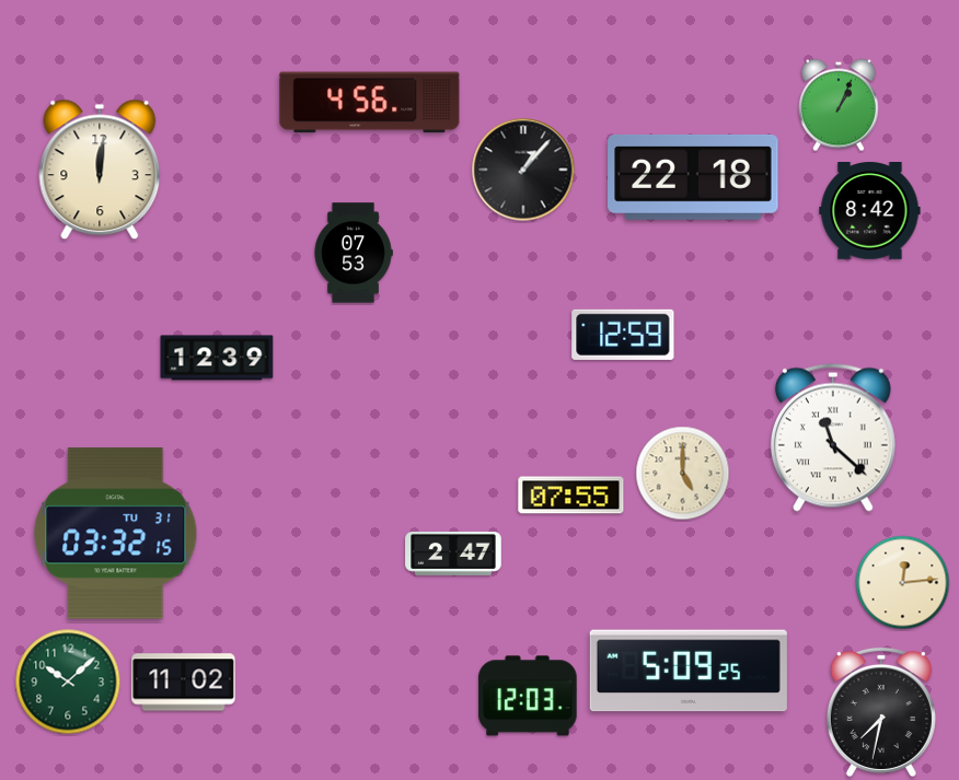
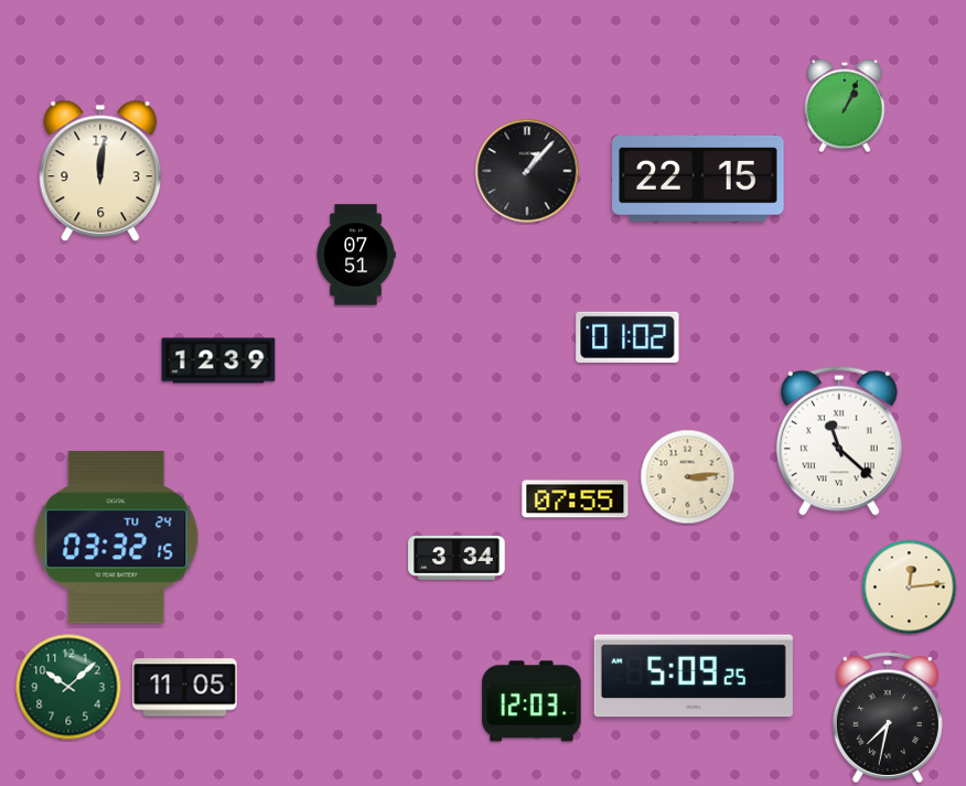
clock at (370, 103): 4:56 -> none
clock at (693, 177): 22:18 -> 22:15
clock at (870, 211): 8:42 -> none
clock at (354, 253): 07:53 -> 07:51
clock at (623, 335): 12:59 -> 01:02
clock at (683, 474): 5:00 -> 3:14
clock at (116, 534) date: TU 31 -> TU 24
clock at (453, 554): 2:47 -> 3:34
clock at (184, 683): 11:02 -> 11:05
